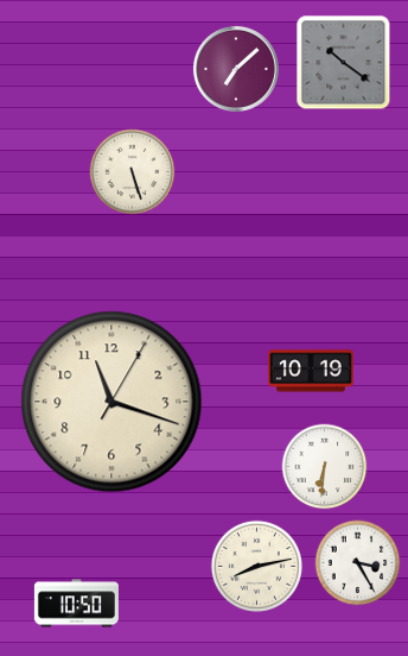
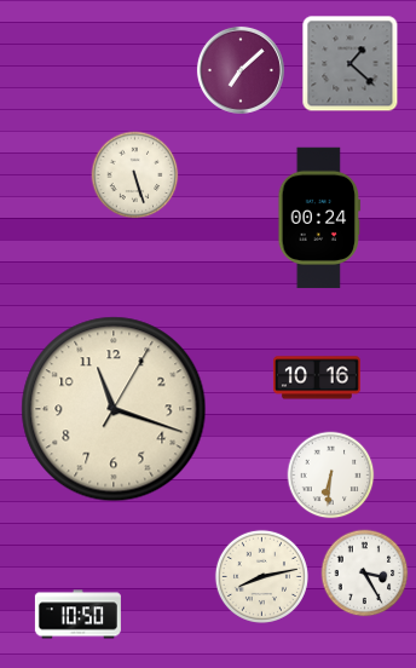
clock at (344, 63): 10:21 -> 1:22
clock at (319, 218): none -> 00:24
clock at (311, 371): 10:19 -> 10:16
